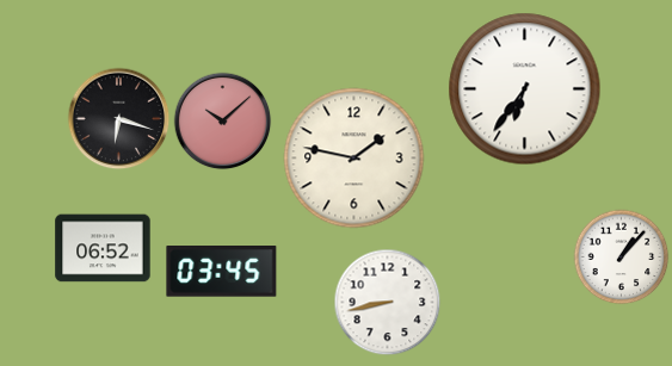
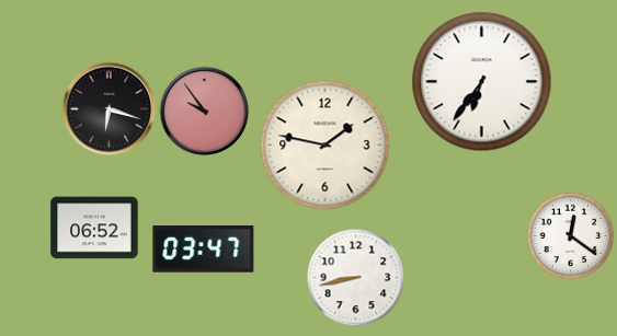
clock at (222, 120): 10:08 -> 9:54
clock at (621, 256): 1:07 -> 12:21
clock at (222, 272): 03:45 -> 03:47
